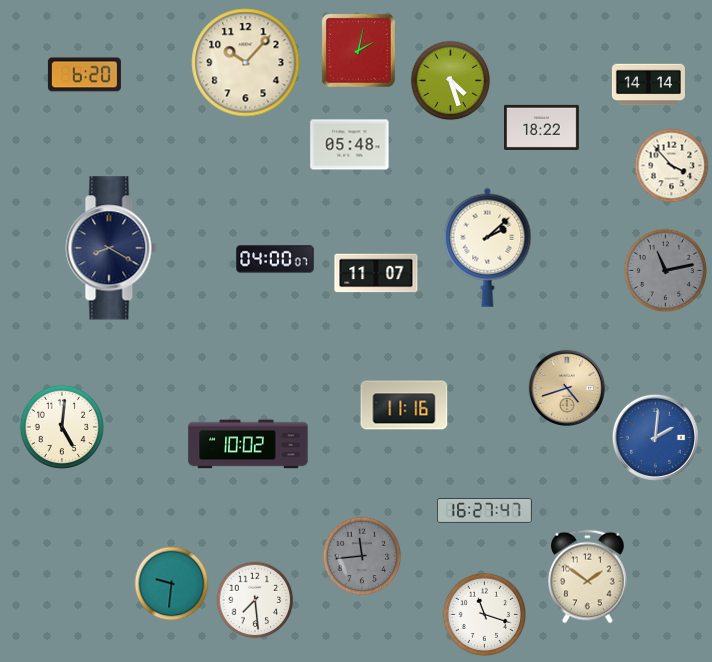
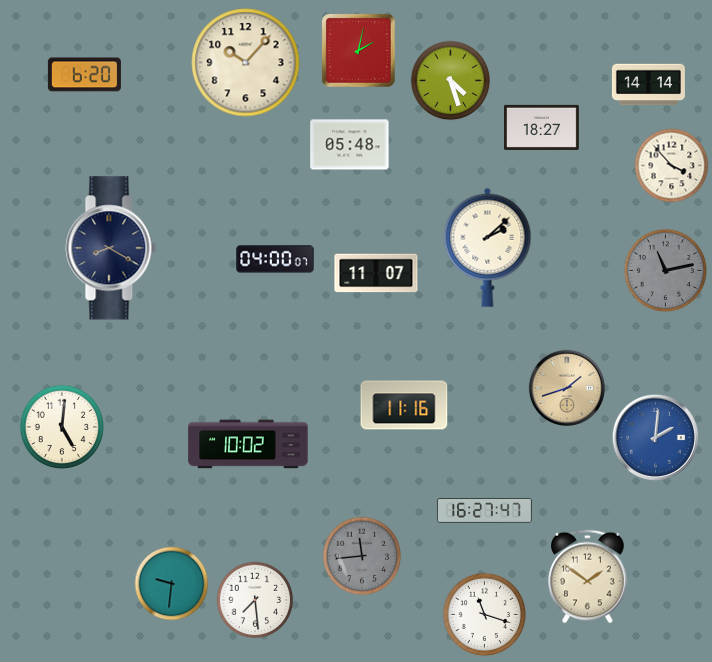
clock at (542, 127): 18:22 -> 18:27
clock at (566, 387): 4:42 -> 1:42
